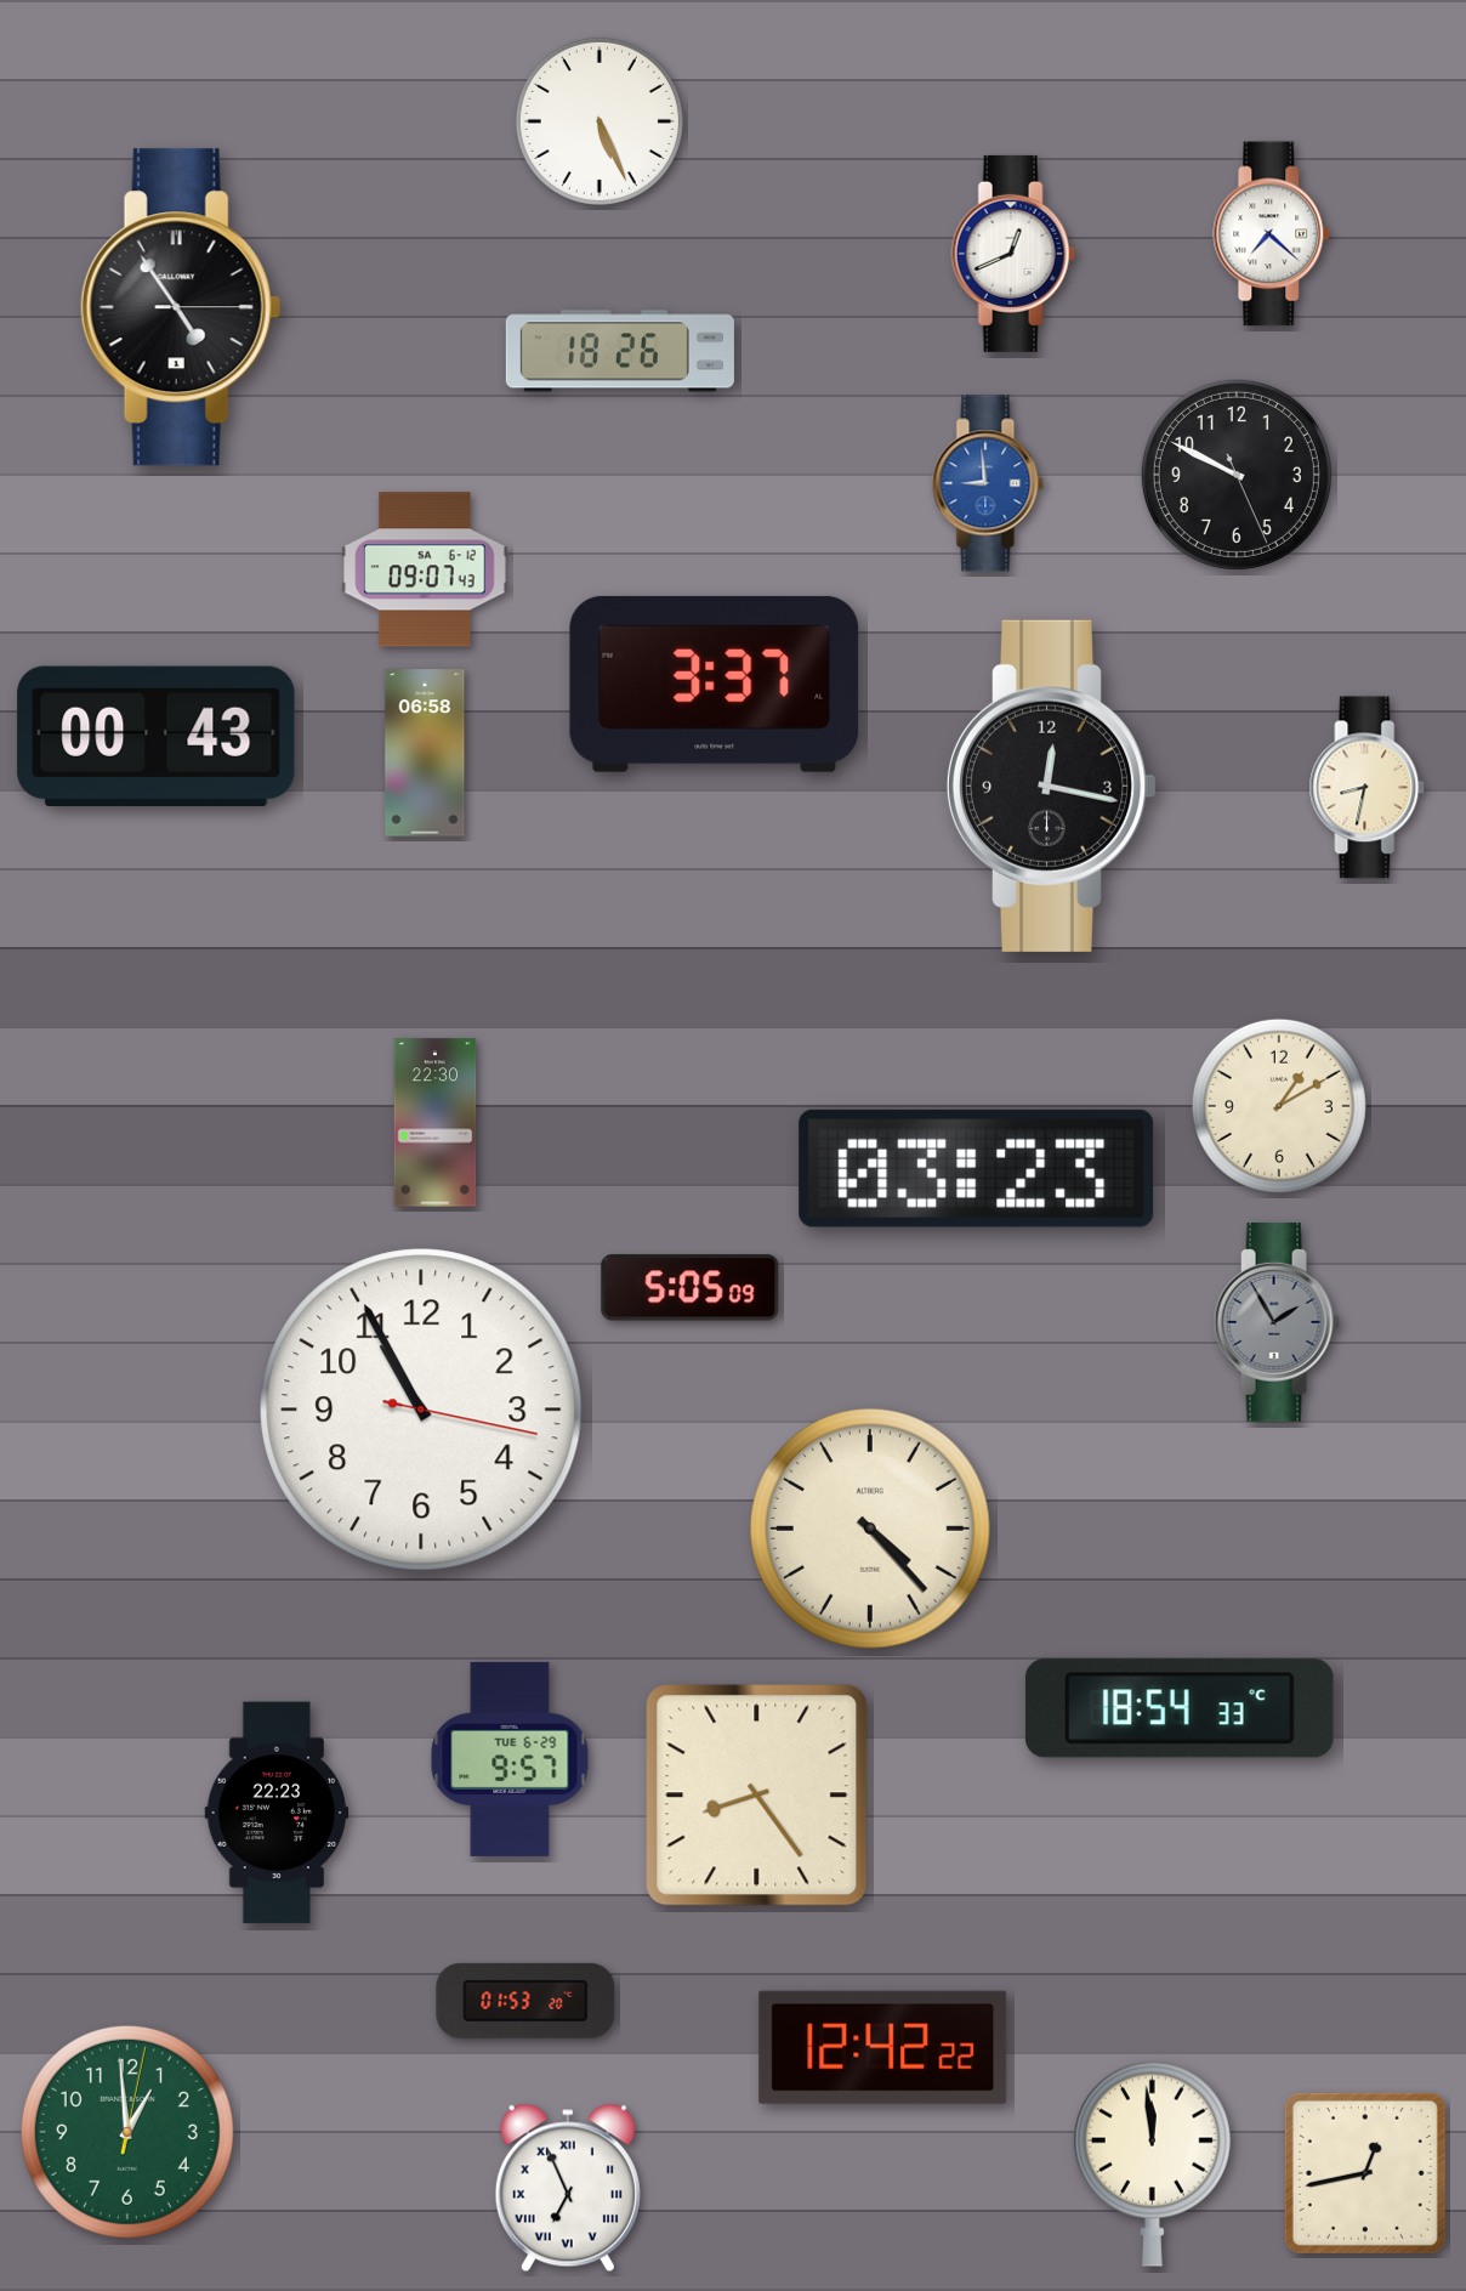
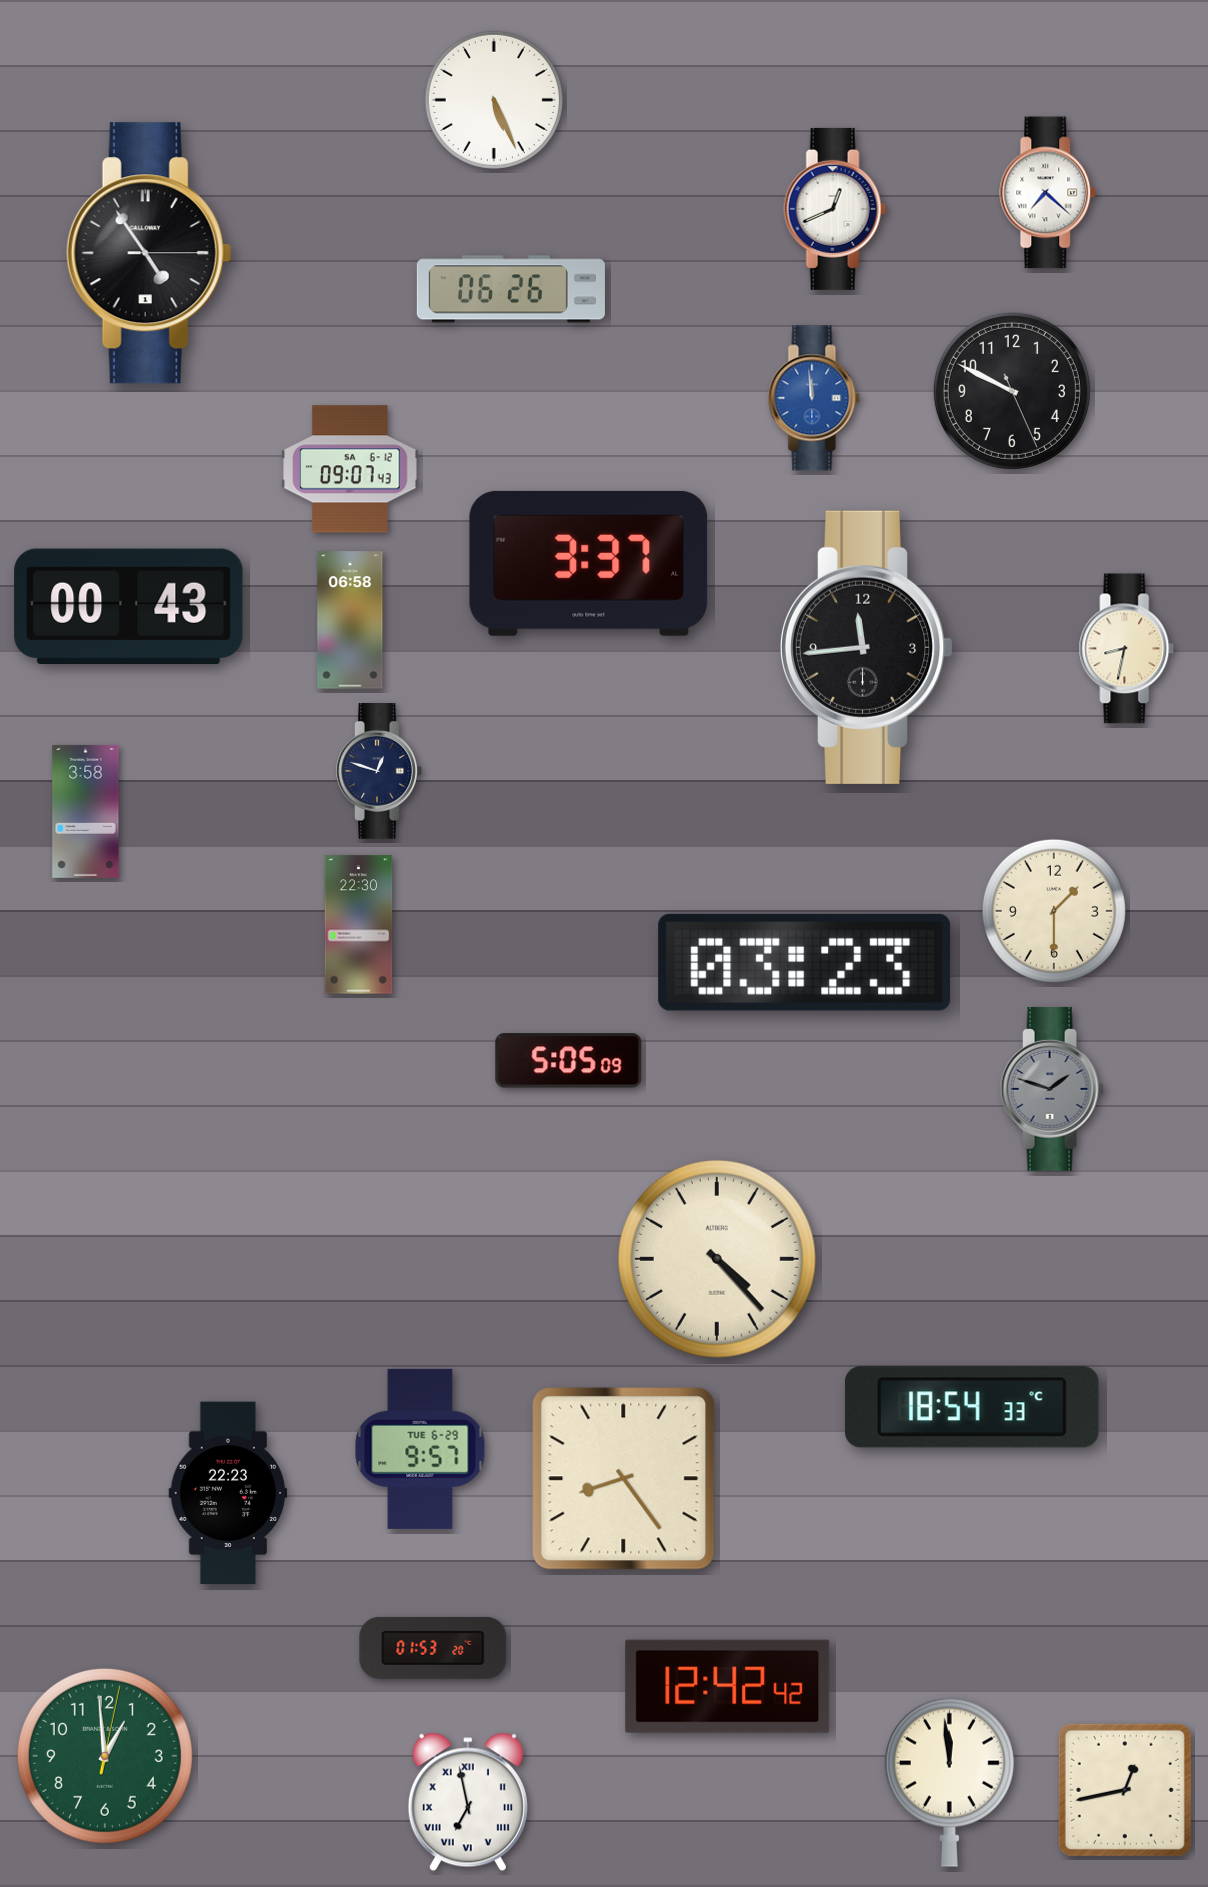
clock at (620, 351): 18:26 -> 06:26
clock at (1237, 475) position: (1237, 475) -> (1012, 391)
clock at (988, 483): 8:59 -> 11:59
clock at (1052, 786): 12:17 -> 11:44
clock at (379, 771): none -> 12:48
clock at (86, 811): none -> 3:58
clock at (1279, 1106): 1:10 -> 1:30
clock at (1277, 1322): 1:55 -> 1:48
clock at (421, 1410): 10:55 -> none
clock at (883, 2047): 12:42:22 -> 12:42:42
clock at (568, 2188): 6:56 -> 6:58
